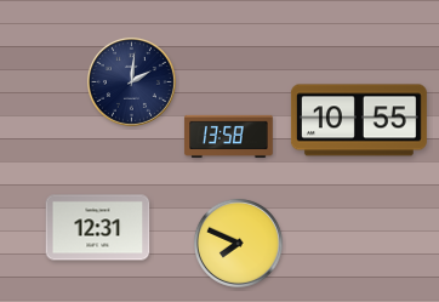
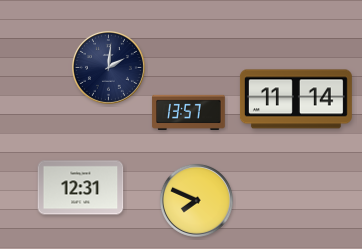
clock at (359, 120): 10:55 -> 11:14
clock at (229, 136): 13:58 -> 13:57
